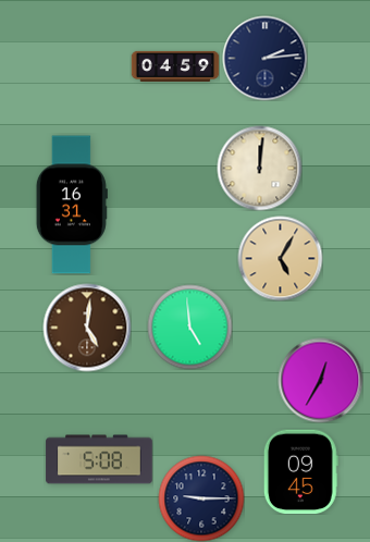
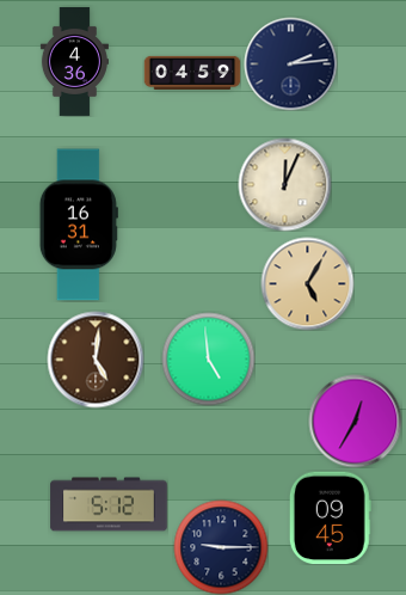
clock at (74, 61): none -> 4:36
clock at (259, 168): 12:01 -> 12:04
clock at (320, 380) position: (320, 380) -> (355, 421)
clock at (99, 459): 5:08 -> 5:12
